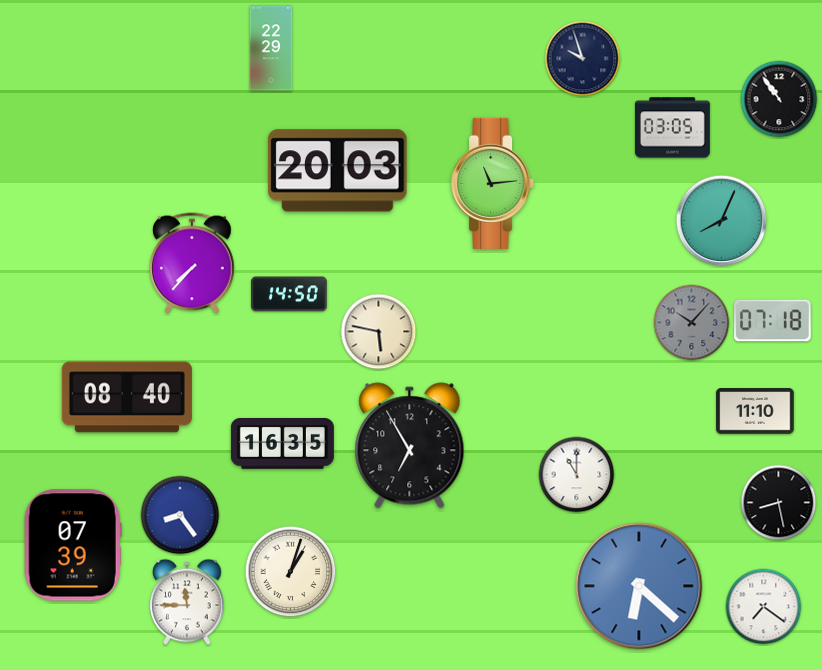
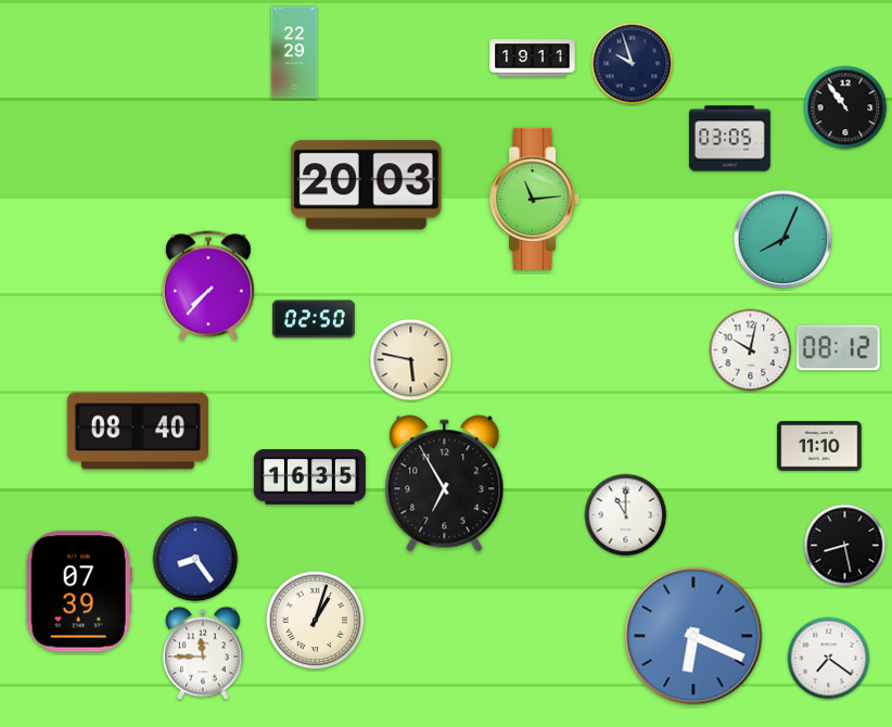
clock at (533, 59): none -> 19:11
clock at (290, 294): 14:50 -> 02:50
clock at (773, 321): 07:18 -> 08:12
clock at (692, 323): 10:07 -> 10:02
clock at (692, 323) dial: grey -> white
clock at (282, 444) position: (282, 444) -> (309, 477)
clock at (639, 586): 6:22 -> 6:19
